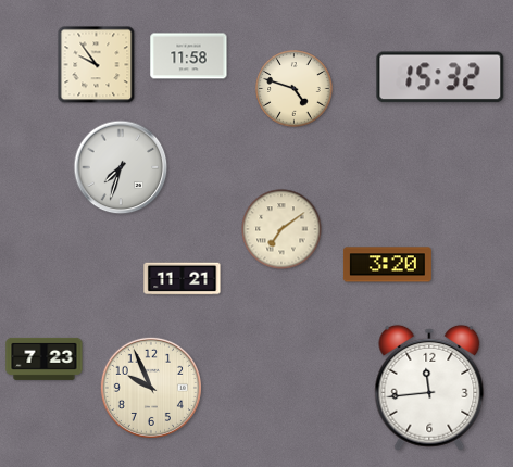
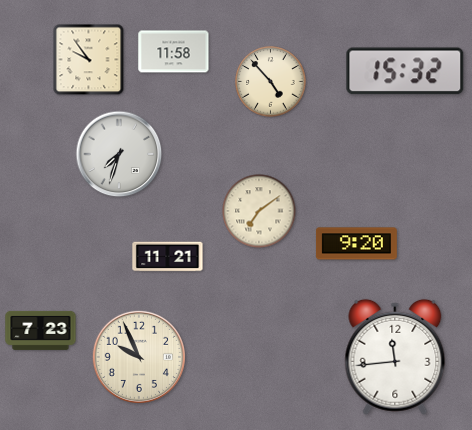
clock at (295, 89): 4:48 -> 4:53
clock at (121, 167) position: (121, 167) -> (119, 154)
clock at (387, 265): 3:20 -> 9:20
